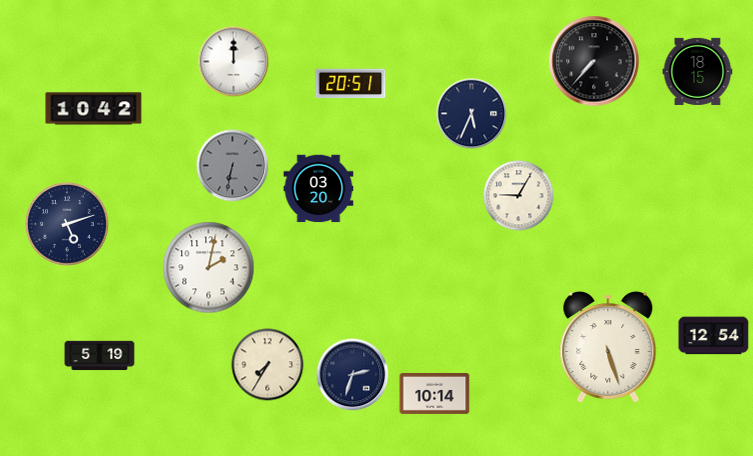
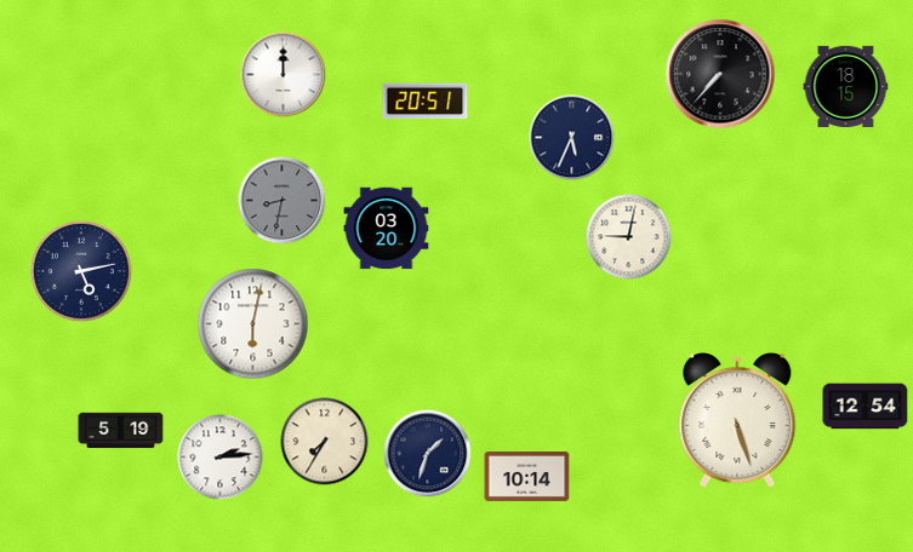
clock at (94, 109): 10:42 -> none
clock at (233, 166): 6:32 -> 8:32
clock at (519, 196): 9:05 -> 9:02
clock at (67, 224): 5:12 -> 5:13
clock at (209, 268): 2:02 -> 6:02
clock at (353, 375): 2:33 -> 1:33
clock at (221, 458): none -> 2:14
